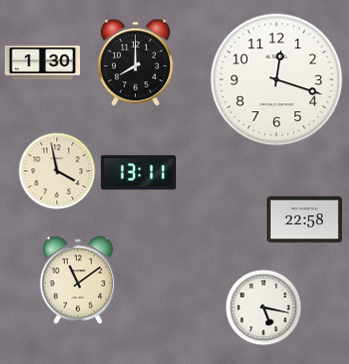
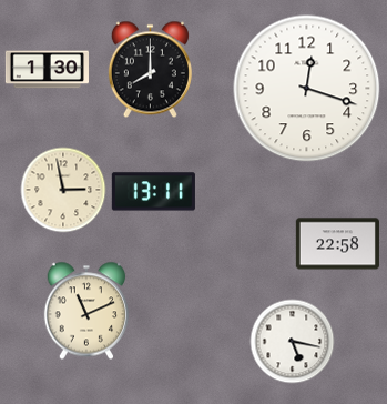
clock at (57, 171): 3:58 -> 2:58
clock at (77, 280): 11:09 -> 11:11
